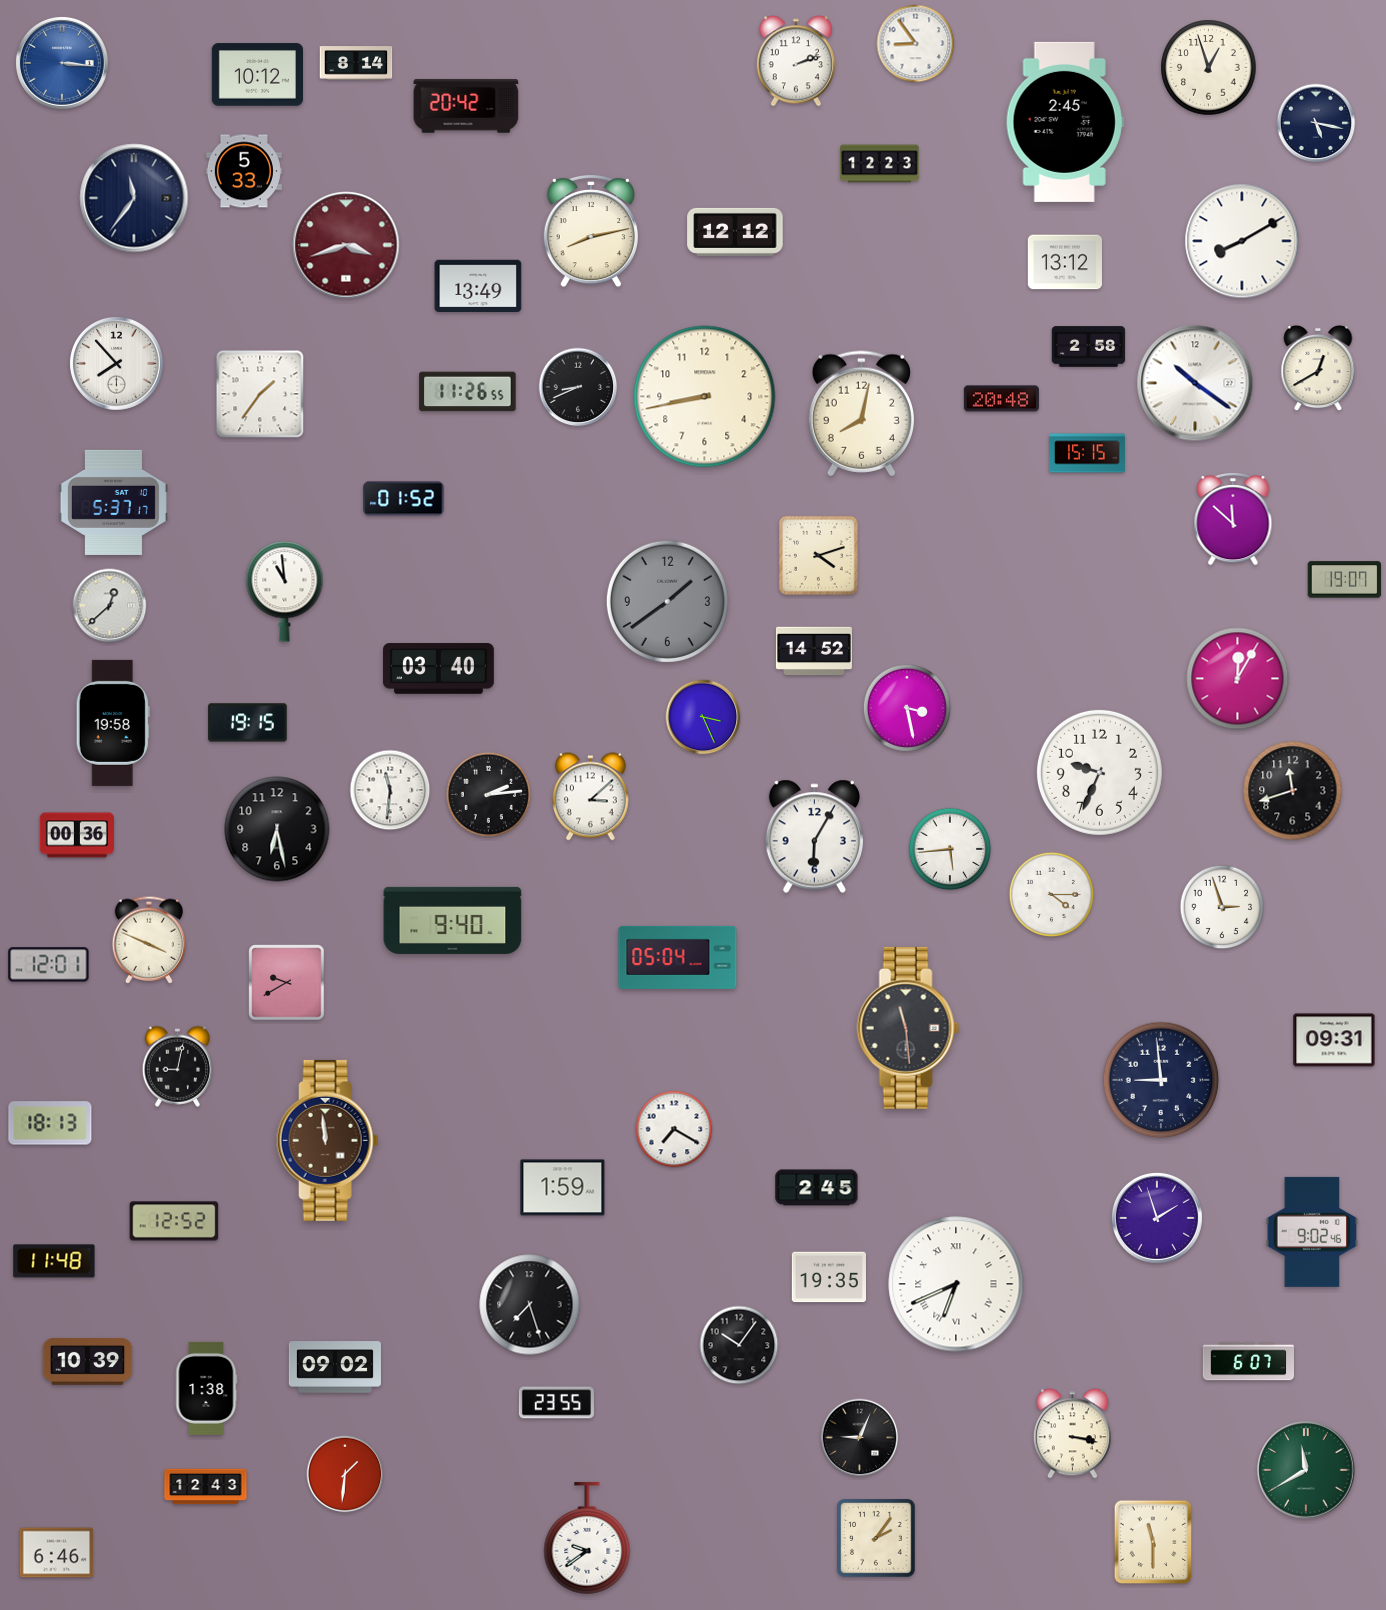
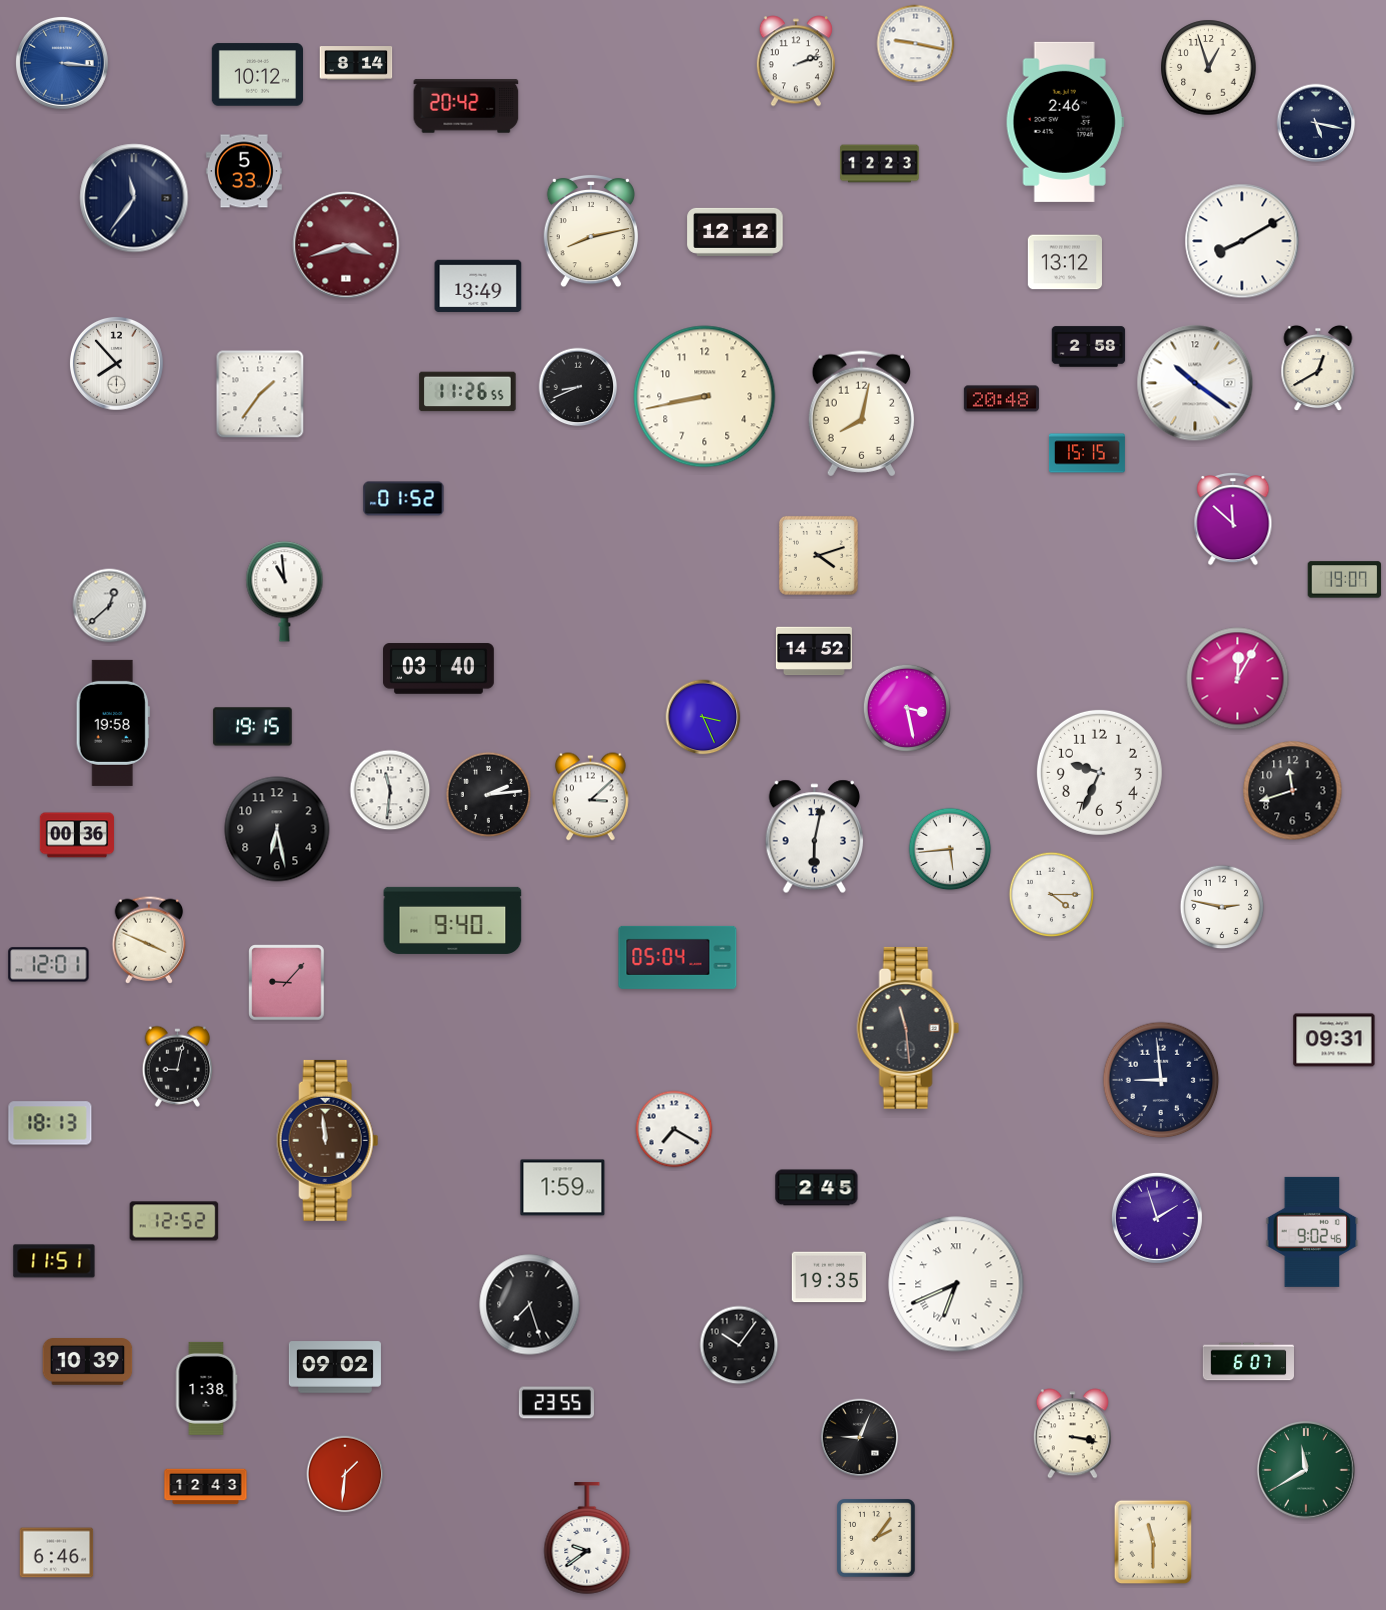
clock at (916, 44): 8:54 -> 9:17
clock at (1065, 122): 2:45 -> 2:46
clock at (113, 502): 5:37 -> none
clock at (667, 601): 1:39 -> none
clock at (248, 723) position: (248, 723) -> (253, 727)
clock at (815, 837): 6:05 -> 6:02
clock at (1222, 907): 2:57 -> 2:47
clock at (287, 983): 9:40 -> 9:07
clock at (54, 1261): 11:48 -> 11:51
